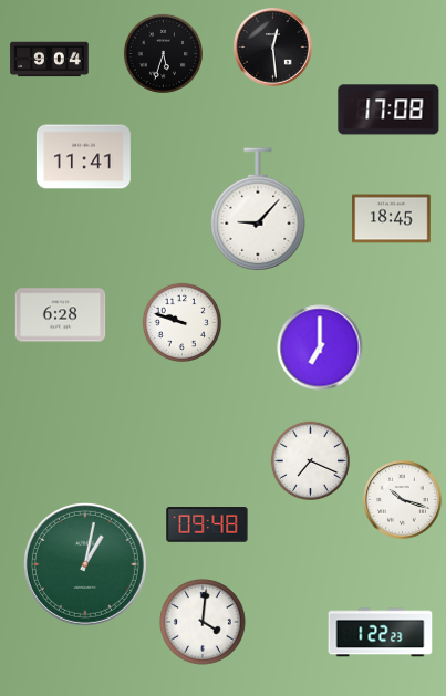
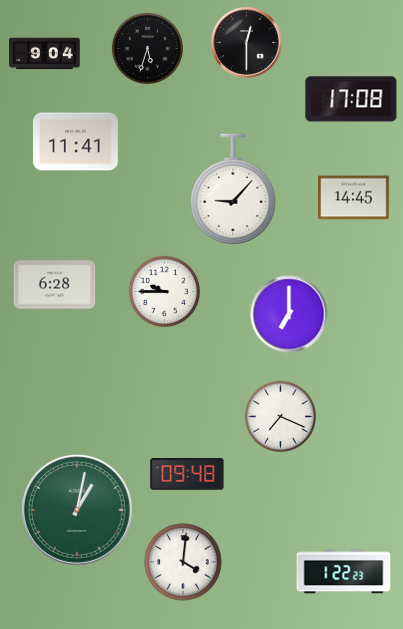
clock at (273, 48): 12:29 -> 12:30
clock at (392, 219): 18:45 -> 14:45
clock at (181, 322): 9:48 -> 9:45
clock at (403, 500): 10:18 -> none
